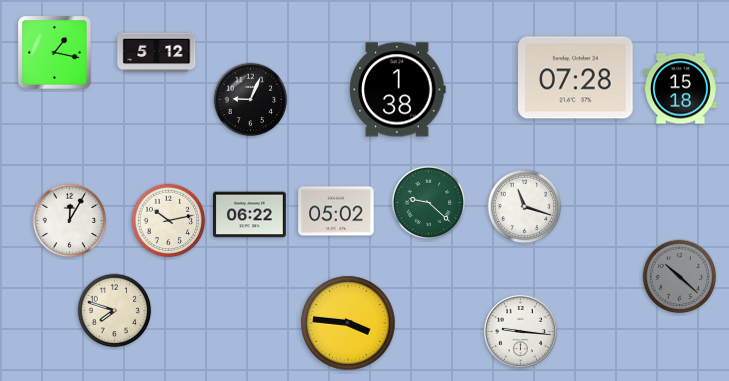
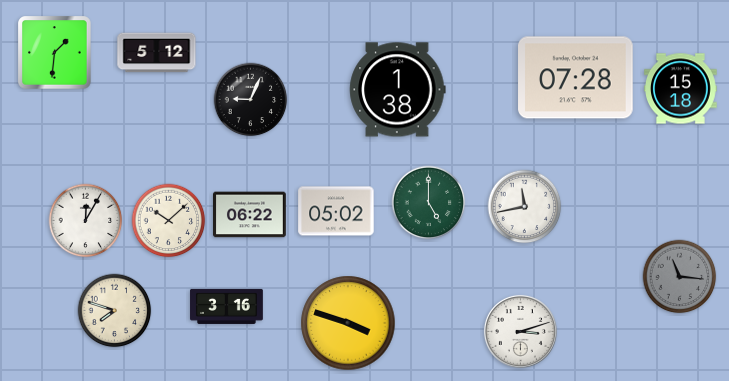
clock at (55, 53): 1:17 -> 1:31
clock at (429, 203): 9:22 -> 5:00
clock at (525, 207): 11:18 -> 11:43
clock at (70, 221) position: (70, 221) -> (86, 221)
clock at (169, 221): 10:13 -> 10:08
clock at (680, 277): 10:22 -> 11:16
clock at (227, 306): none -> 3:16
clock at (348, 323): 3:46 -> 3:48
clock at (520, 331): 9:16 -> 3:12
